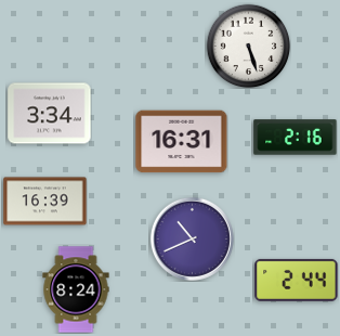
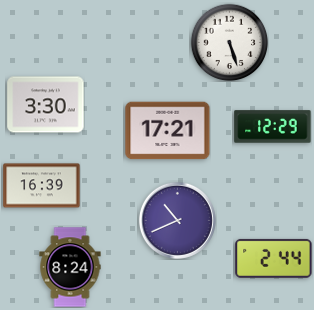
clock at (50, 114): 3:34 -> 3:30
clock at (296, 138): 2:16 -> 12:29
clock at (182, 142): 16:31 -> 17:21
